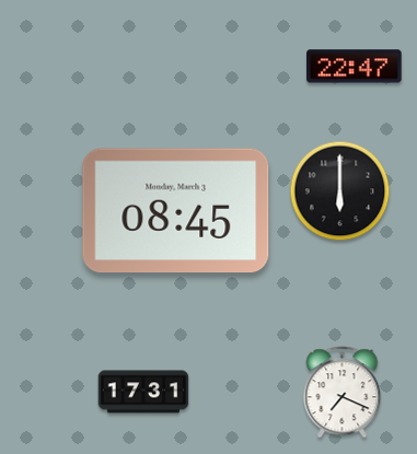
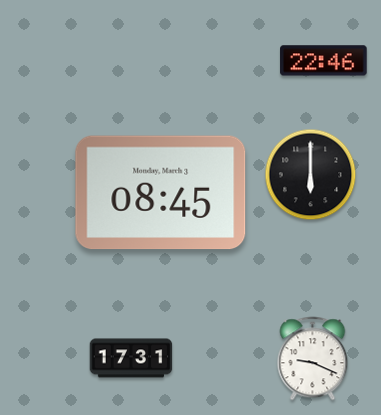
clock at (355, 67): 22:47 -> 22:46
clock at (343, 393): 7:19 -> 9:19
